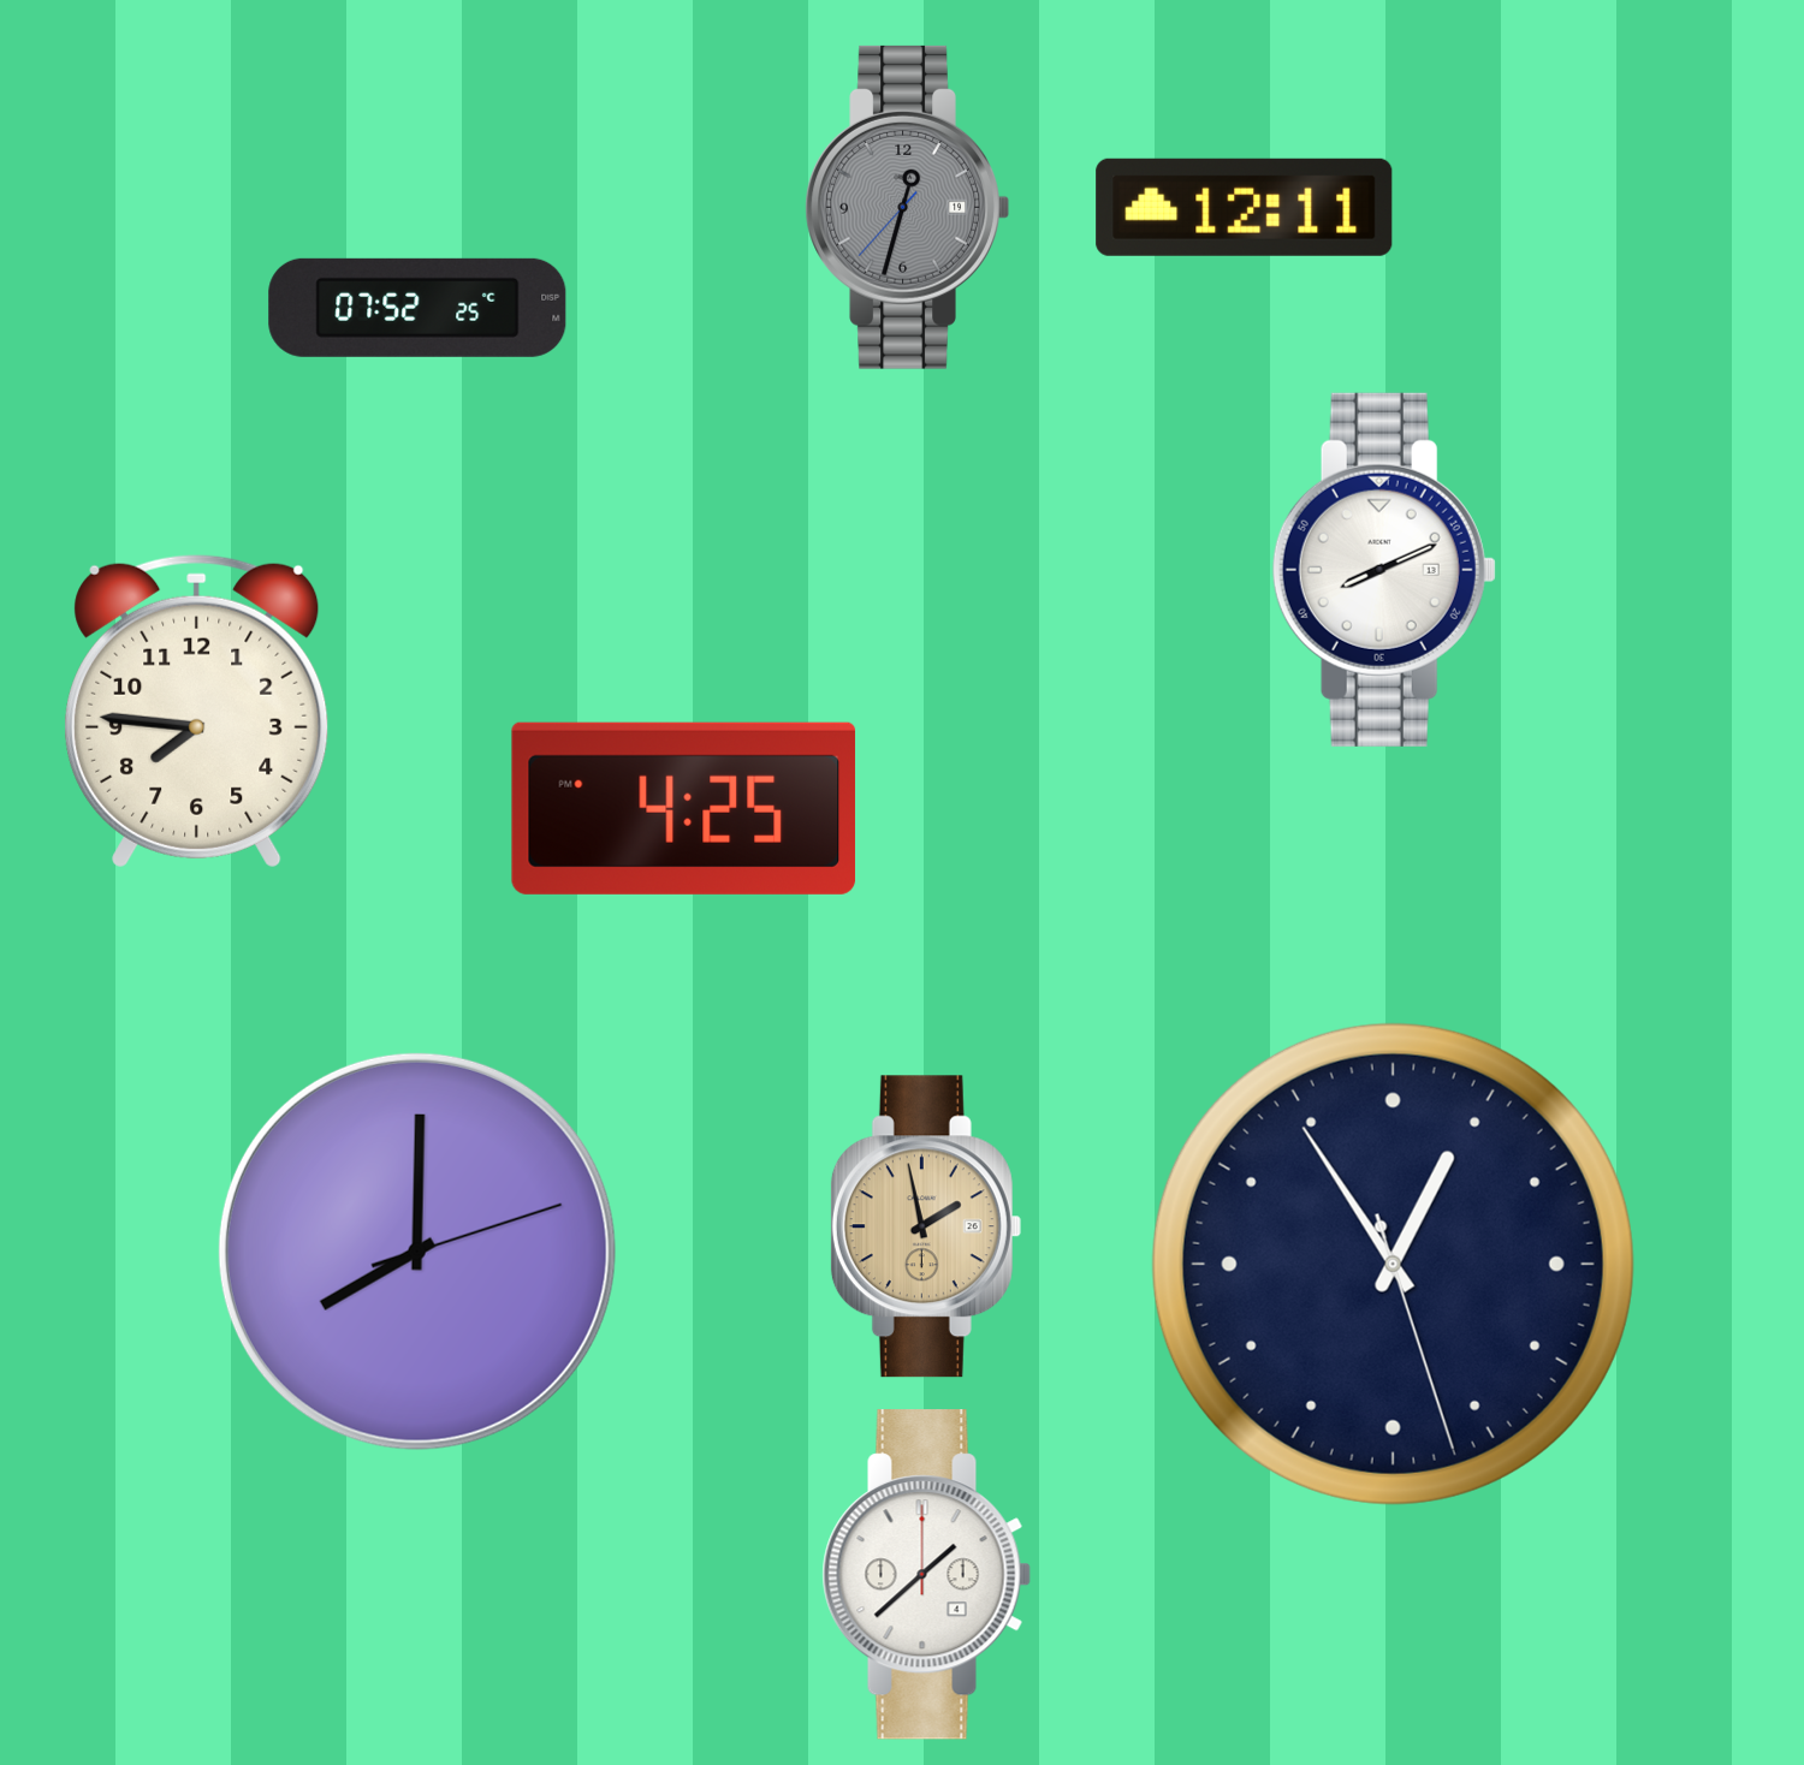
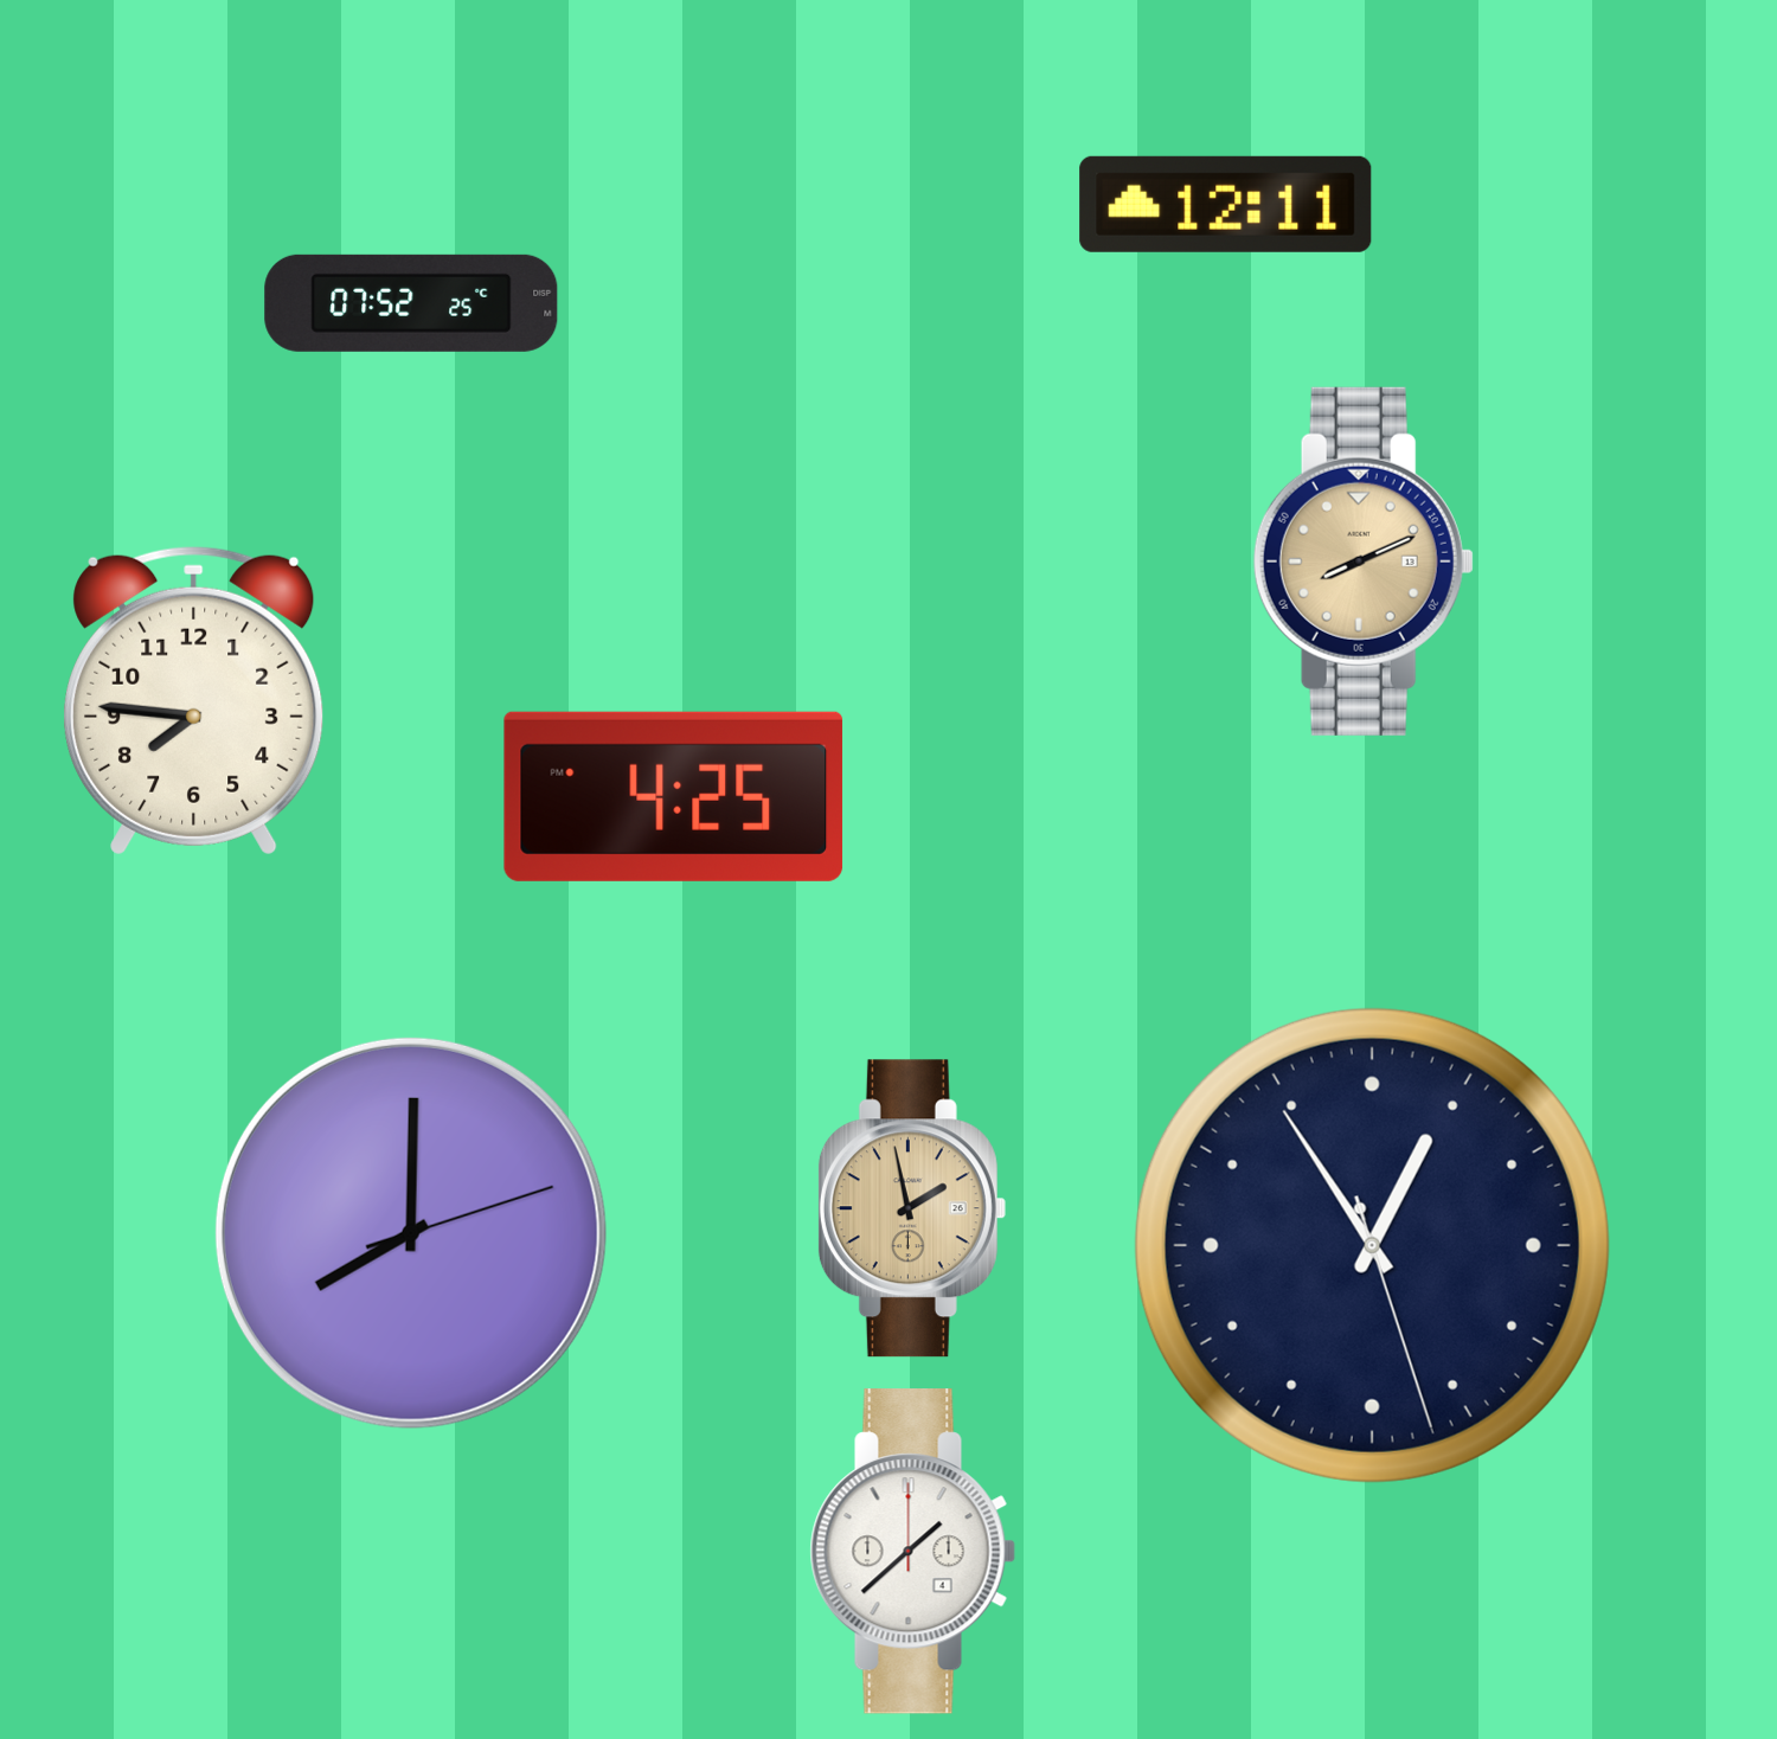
clock at (907, 207): 12:32 -> none
clock at (1384, 570) dial: white -> champagne
